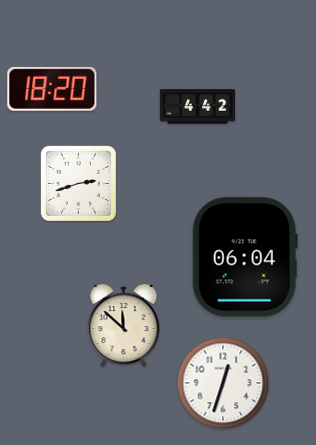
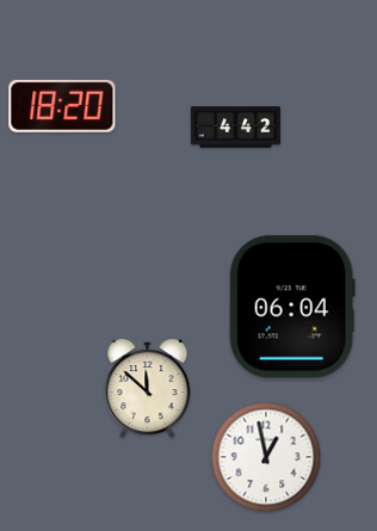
clock at (78, 183): 2:42 -> none
clock at (223, 383): 12:33 -> 12:58
